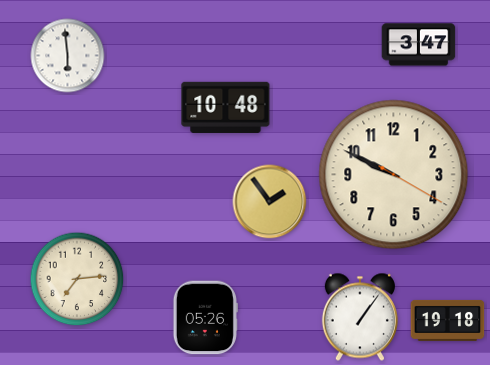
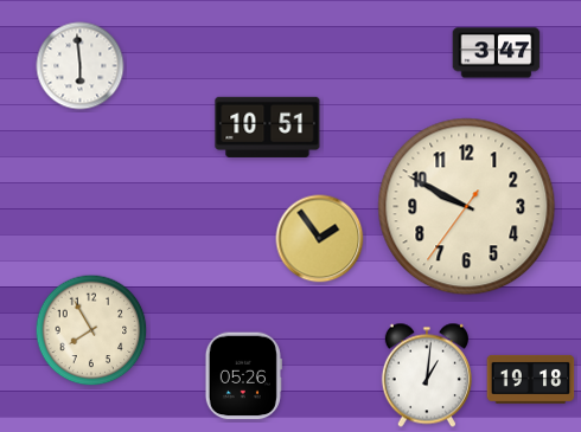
clock at (226, 107): 10:48 -> 10:51
clock at (394, 175): 9:49:20 -> 9:49:36
clock at (77, 279): 7:14 -> 7:55
clock at (360, 317): 1:06 -> 1:01
